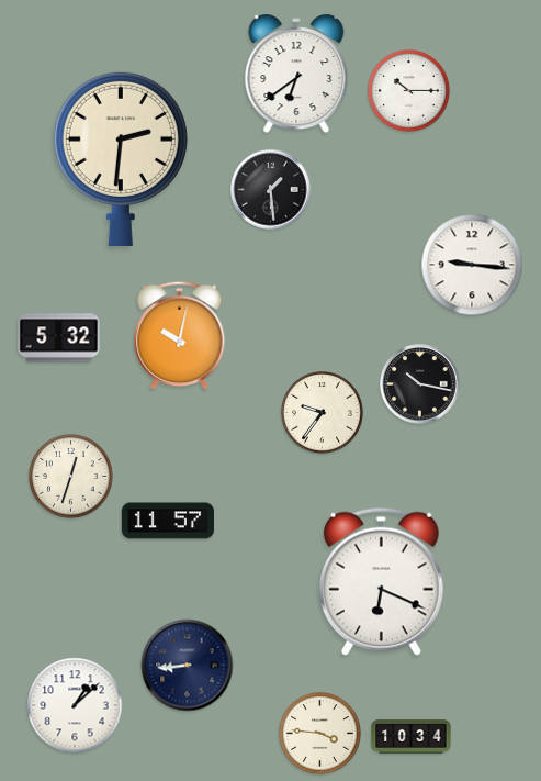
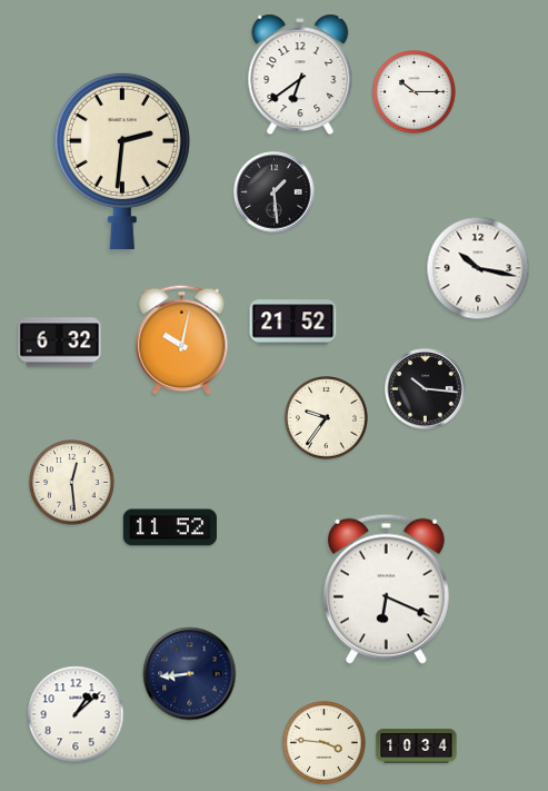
clock at (472, 265): 9:16 -> 10:17
clock at (293, 323): none -> 21:52
clock at (59, 338): 5:32 -> 6:32
clock at (420, 384): 10:17 -> 10:16
clock at (71, 477): 12:33 -> 12:29
clock at (168, 521): 11:57 -> 11:52
